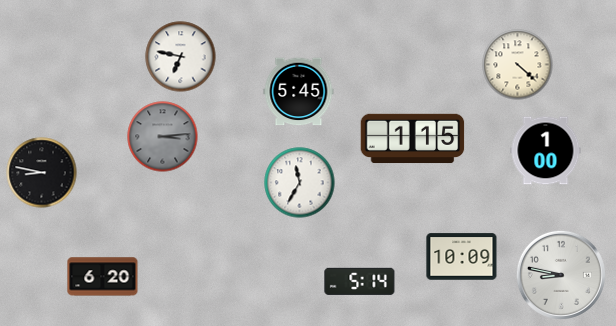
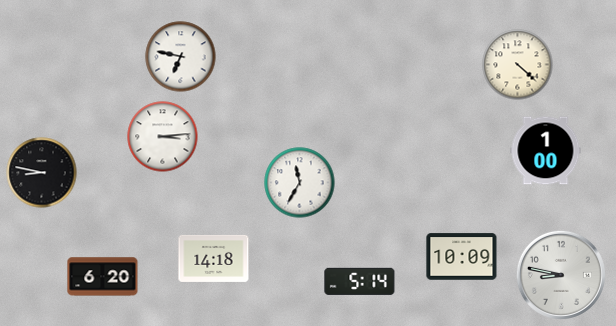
clock at (299, 92): 5:45 -> none
clock at (163, 137) dial: grey -> white
clock at (413, 139): 1:15 -> none
clock at (214, 258): none -> 14:18
